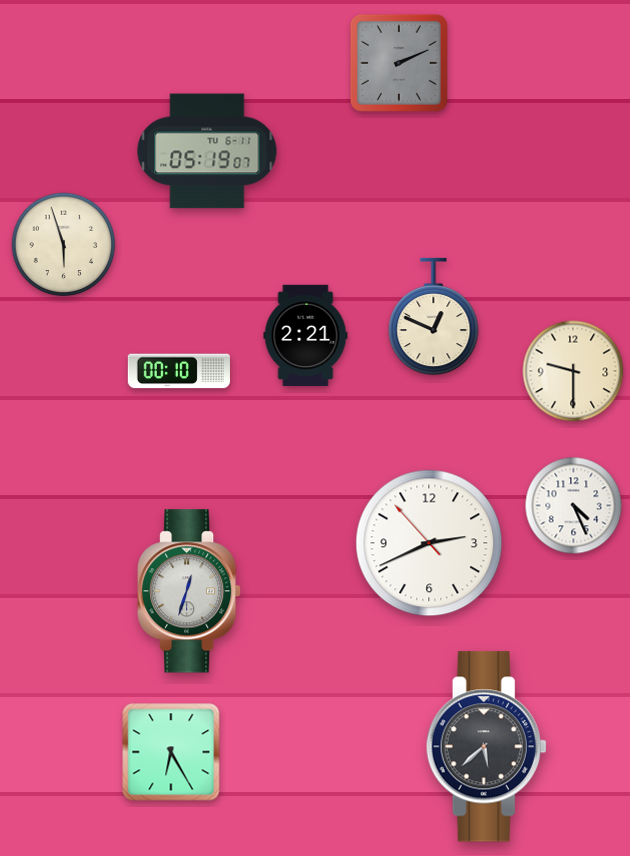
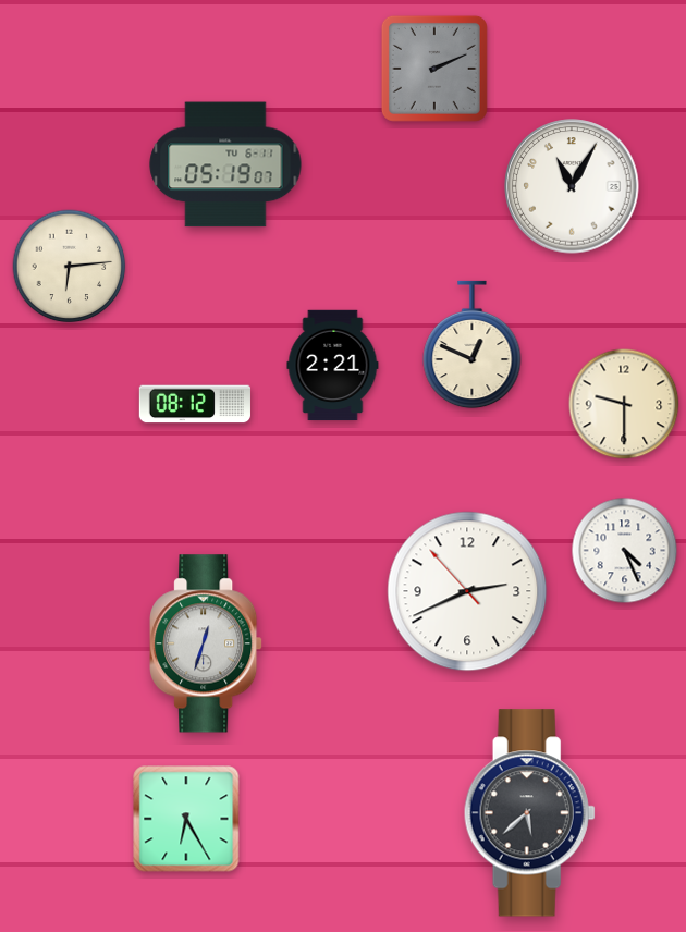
clock at (572, 186): none -> 11:05
clock at (64, 245): 5:57 -> 6:14
clock at (179, 371): 00:10 -> 08:12
